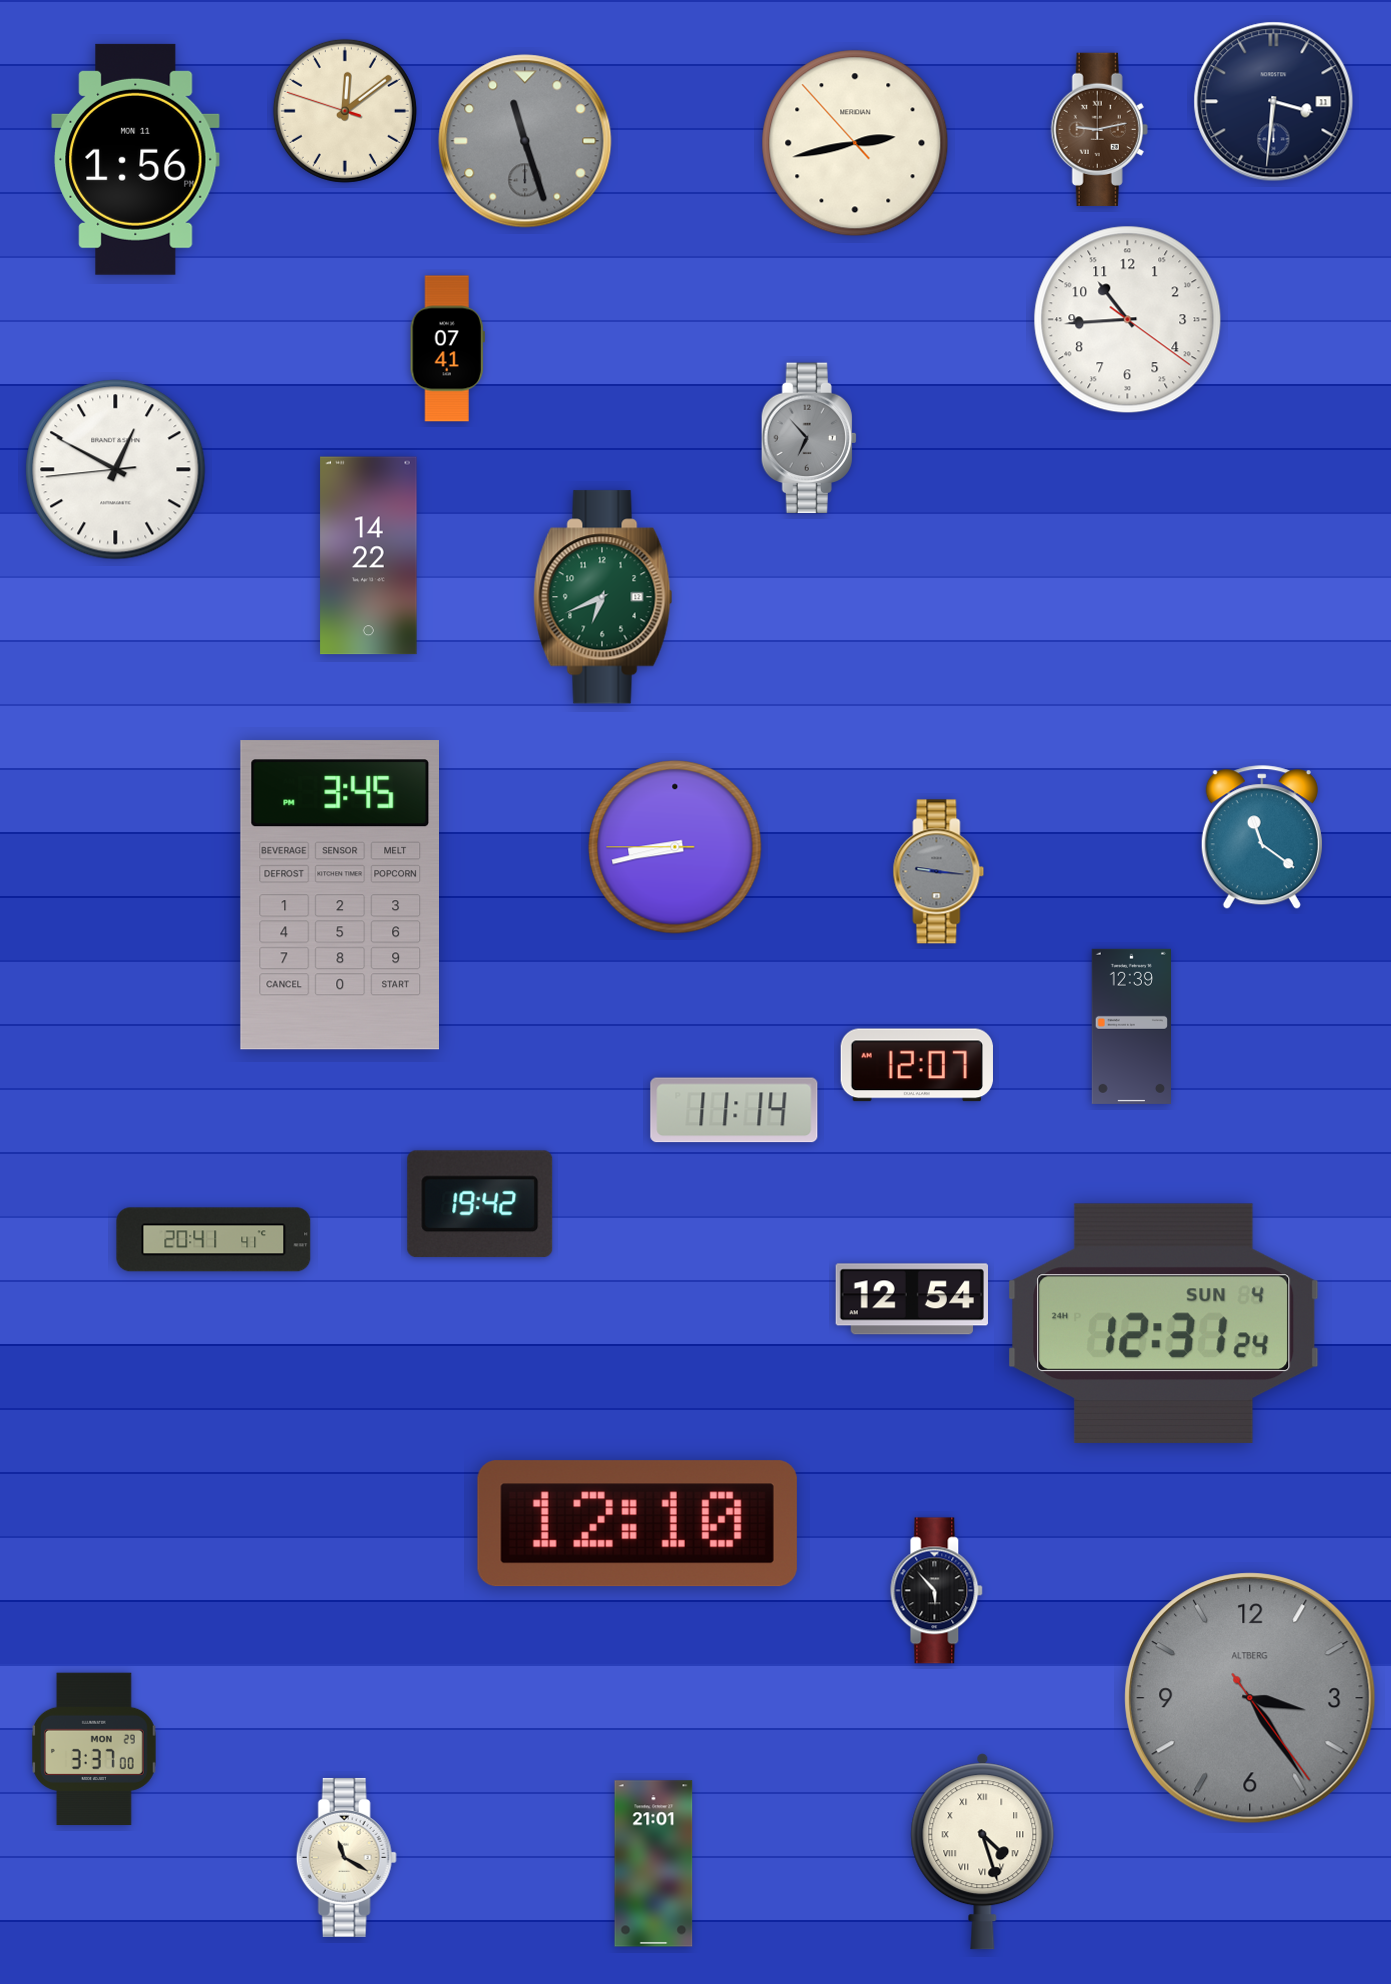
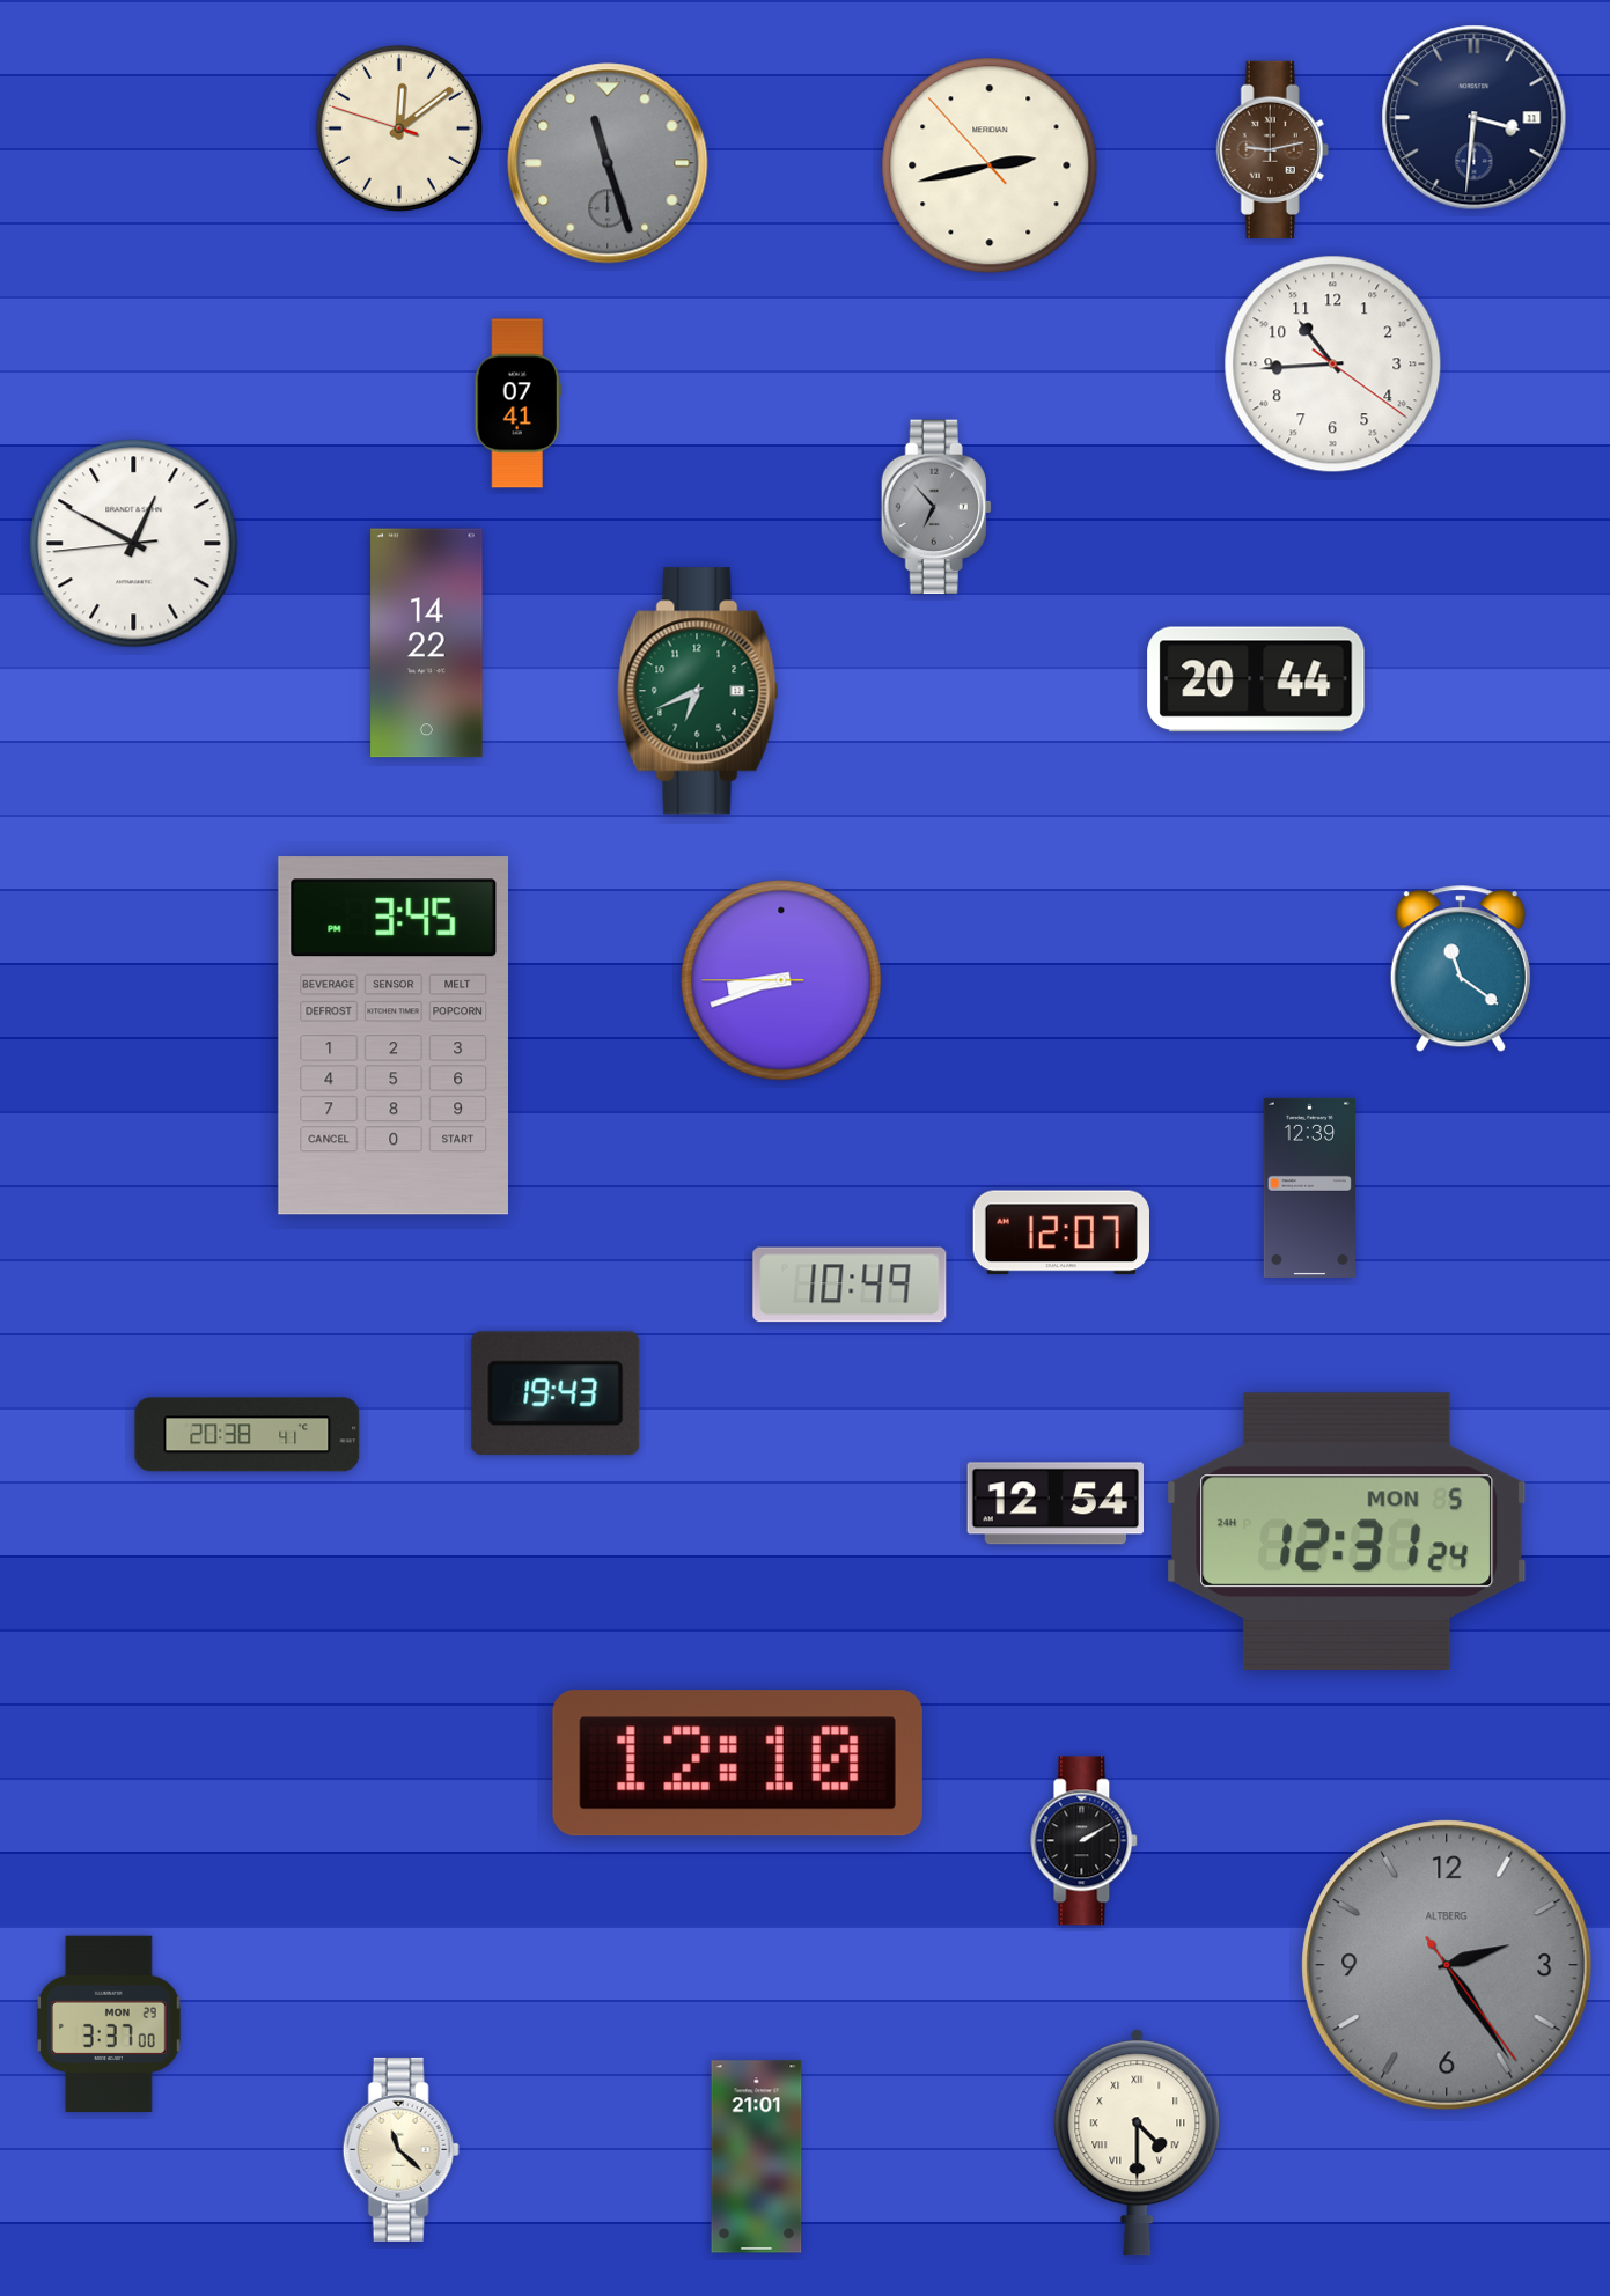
clock at (136, 159): 1:56 -> none
clock at (1128, 320) position: (1128, 320) -> (1333, 365)
clock at (1256, 679): none -> 20:44
clock at (675, 847): 8:42 -> 8:41
clock at (939, 872): 9:16 -> none
clock at (734, 1110): 11:14 -> 10:49
clock at (480, 1204): 19:42 -> 19:43
clock at (214, 1240): 20:41 -> 20:38
clock at (1164, 1323) date: SUN 4 -> MON 5
clock at (937, 1591): 5:53 -> 2:10
clock at (1250, 1698): 3:24 -> 2:24
clock at (983, 1852): 4:27 -> 4:30
clock at (346, 1857): 11:20 -> 11:22
